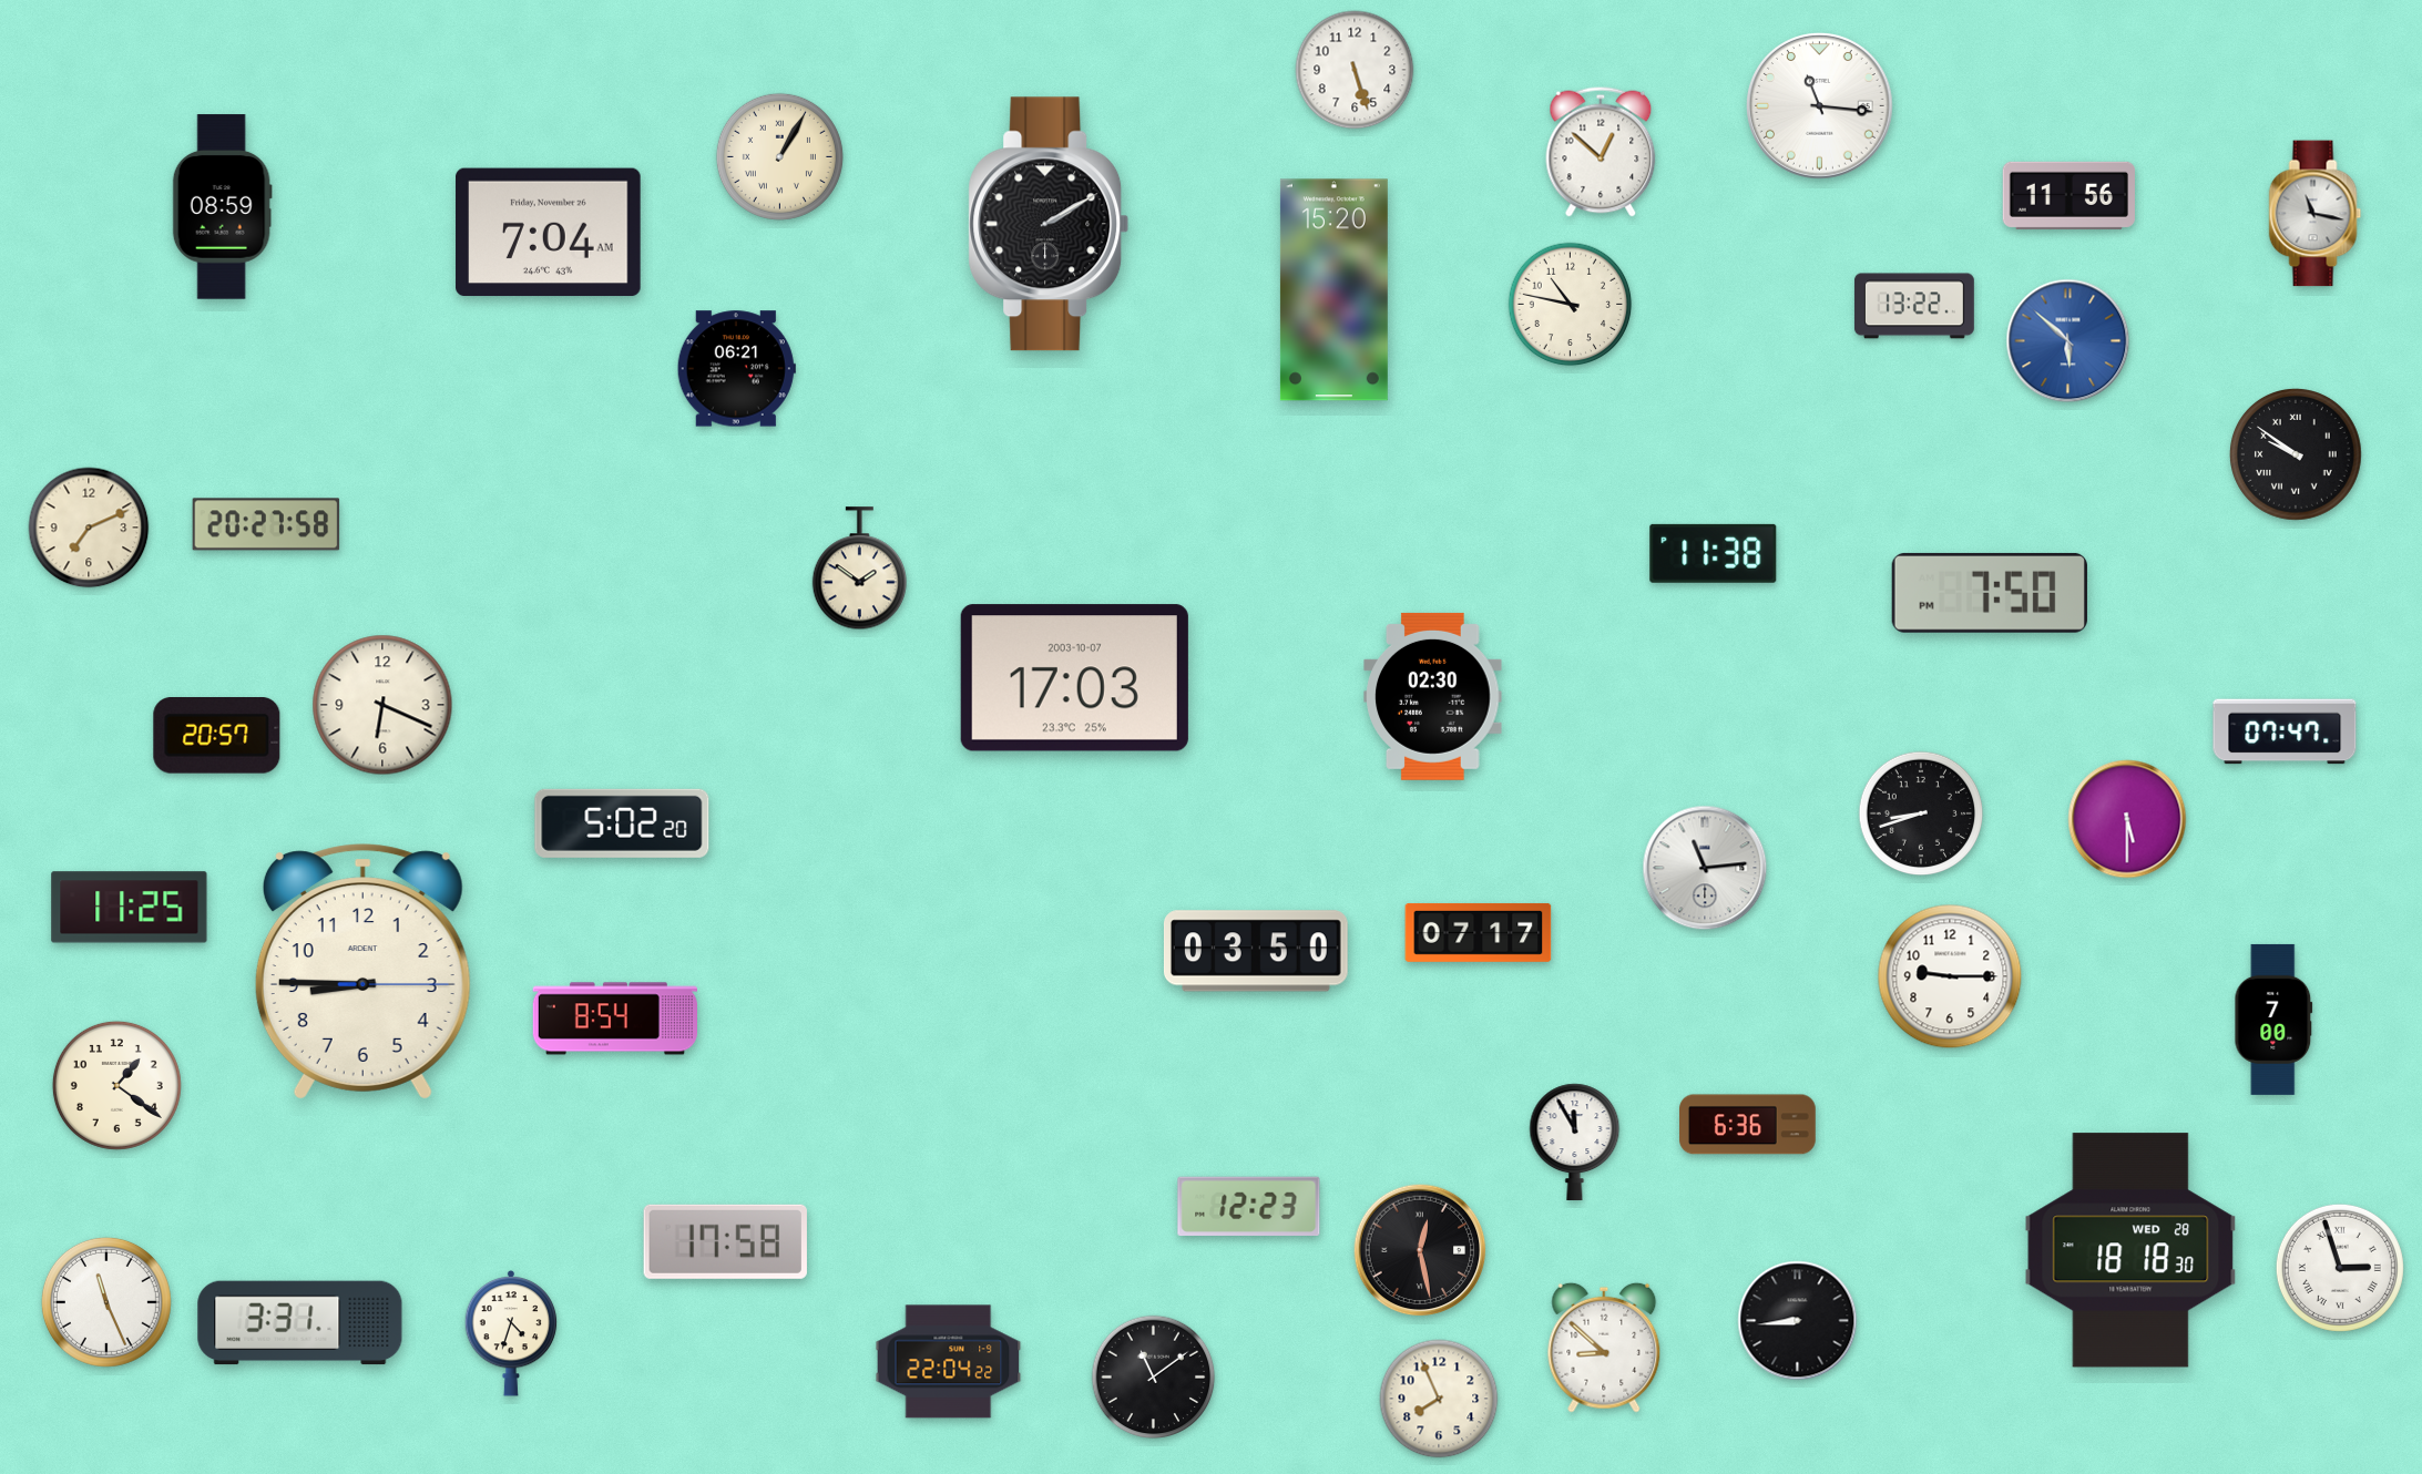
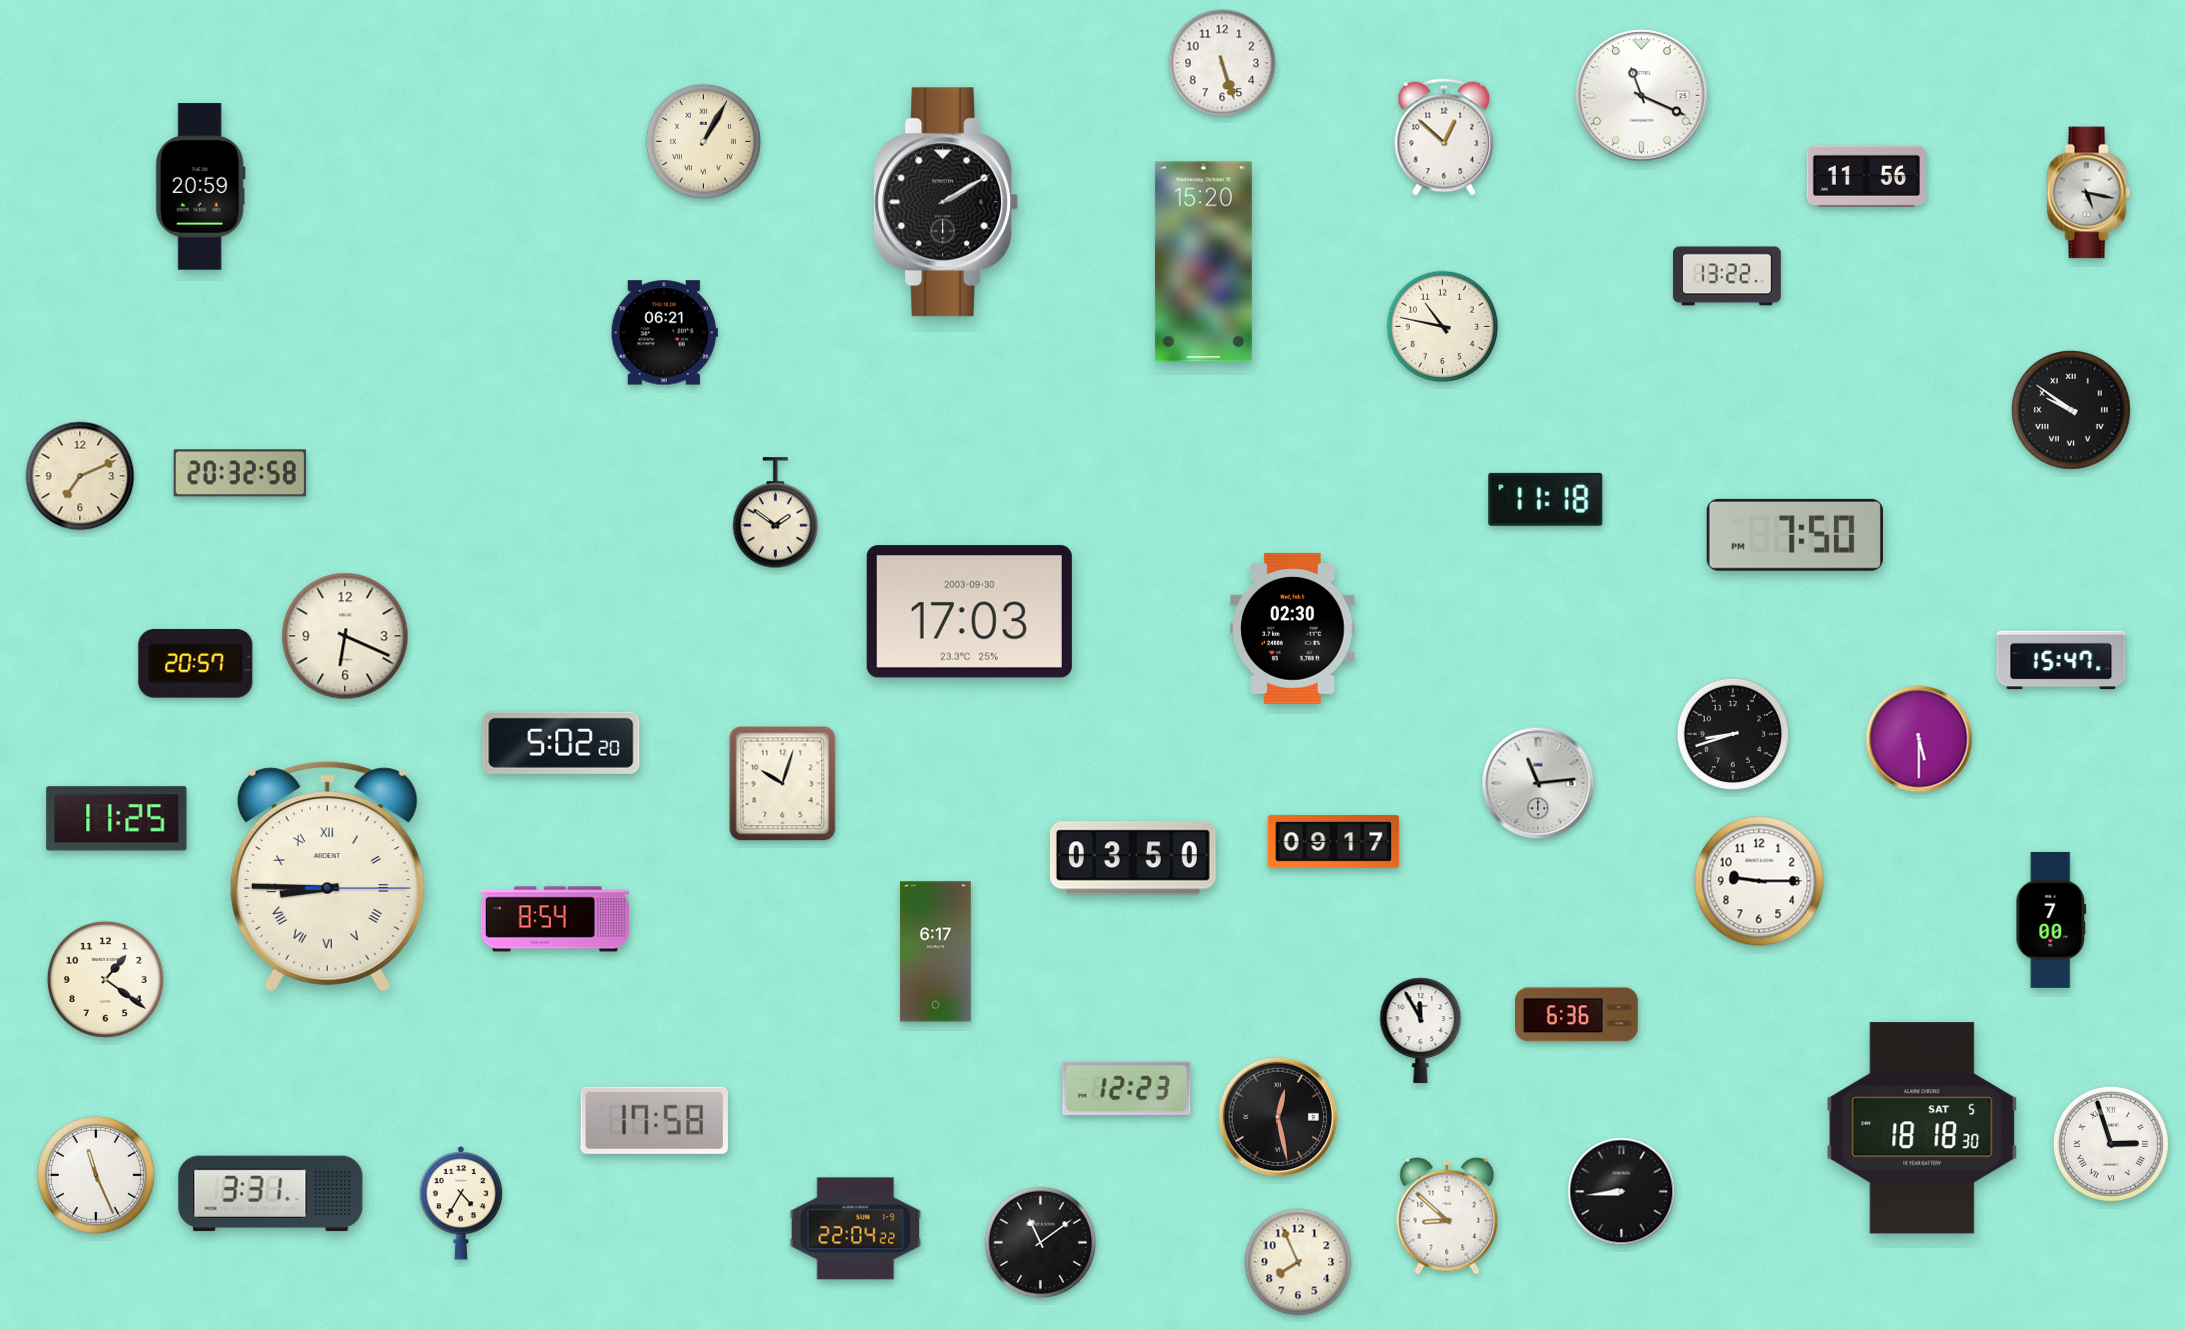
clock at (1820, 106): 11:16 -> 11:19
clock at (222, 207): 08:59 -> 20:59
clock at (2316, 214): 11:17 -> 5:17
clock at (549, 233): 7:04 -> none
clock at (1571, 305) position: (1571, 305) -> (1443, 327)
clock at (2068, 341): 5:52 -> none
clock at (266, 524): 20:27 -> 20:32
clock at (1714, 553): 11:38 -> 11:18
clock at (1074, 678) date: 2003-10-07 -> 2003-09-30
clock at (2285, 731): 07:47 -> 15:47
clock at (783, 784): none -> 10:03
clock at (1479, 932): 07:17 -> 09:17
clock at (362, 972) numerals: Arabic -> Roman
clock at (935, 952): none -> 6:17
clock at (1420, 1250) position: (1420, 1250) -> (1278, 1117)
clock at (2130, 1250) date: WED 28 -> SAT 5
clock at (511, 1334): 4:33 -> 4:35
